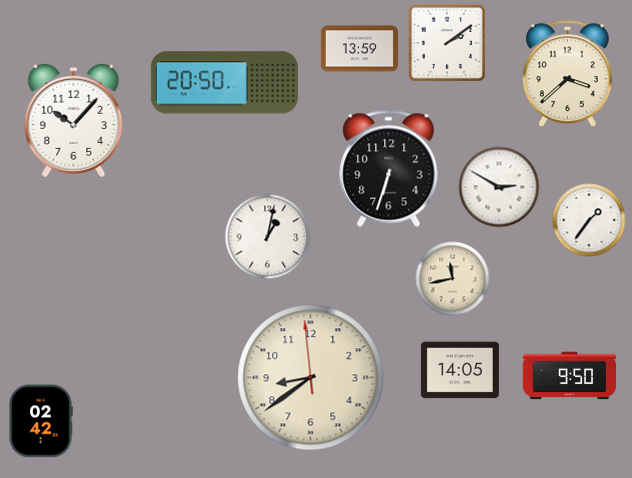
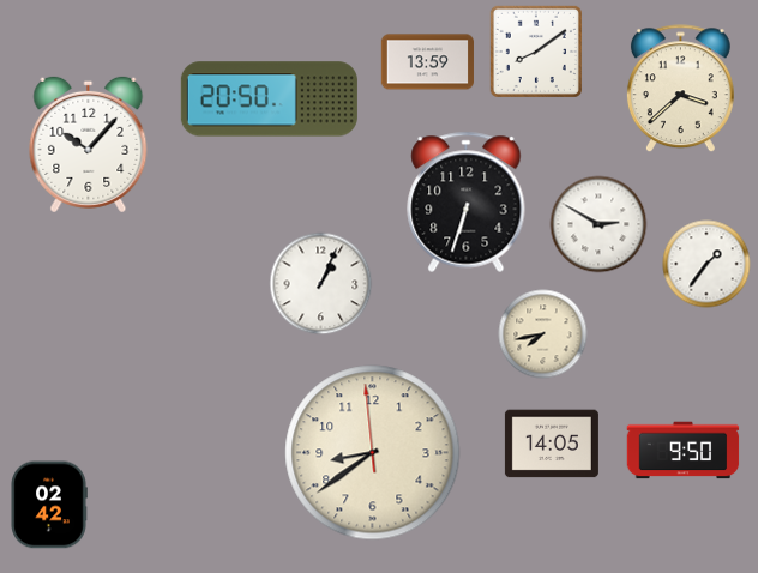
clock at (447, 43): 2:09 -> 8:09
clock at (359, 49) position: (359, 49) -> (427, 62)
clock at (268, 237): 1:02 -> 1:04
clock at (453, 279): 11:43 -> 7:43
